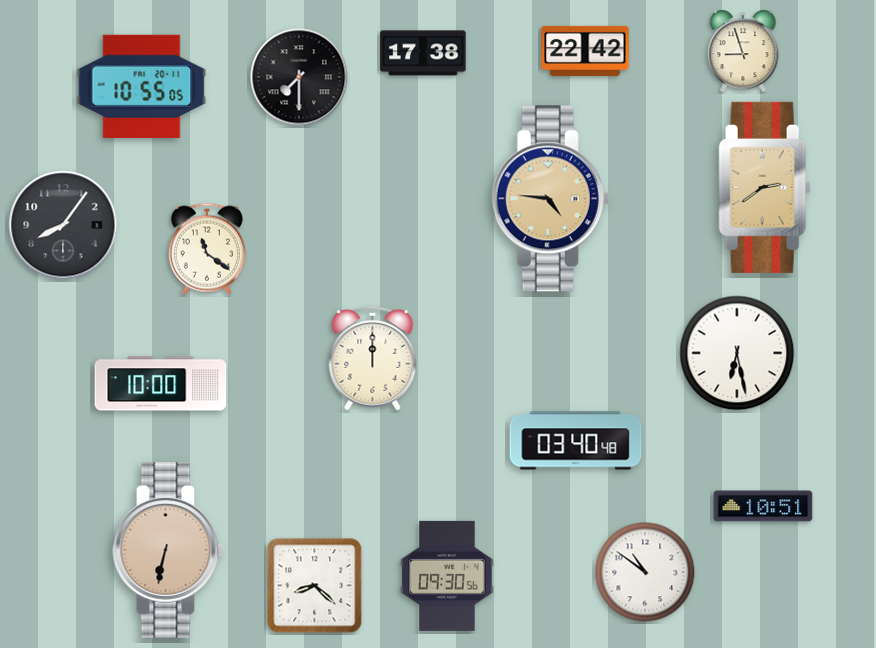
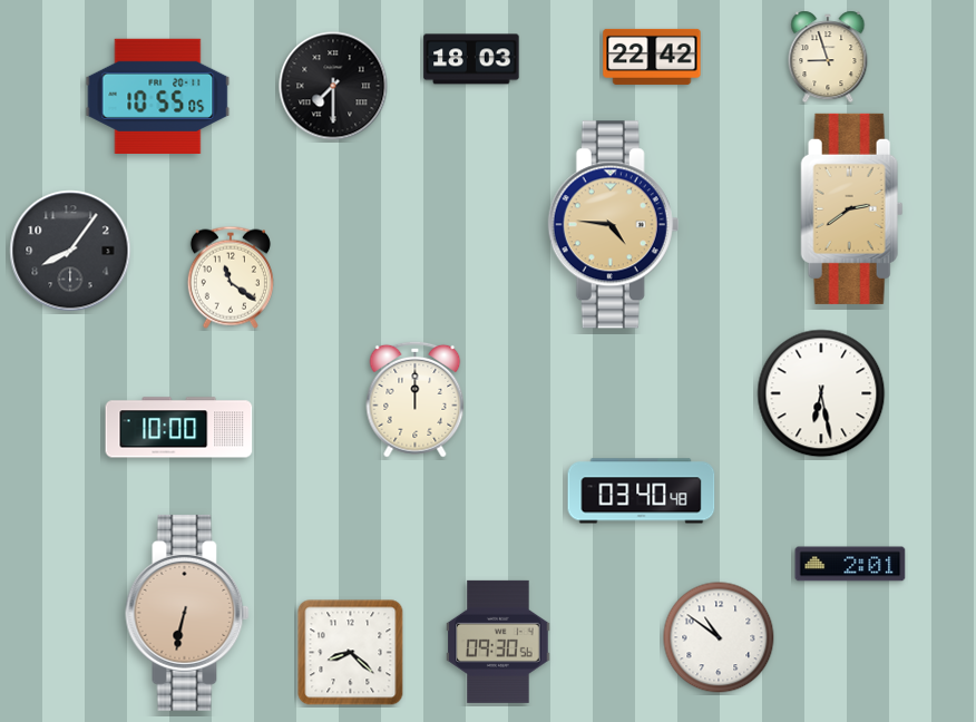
clock at (423, 53): 17:38 -> 18:03
clock at (551, 199) position: (551, 199) -> (614, 225)
clock at (763, 506): 10:51 -> 2:01
